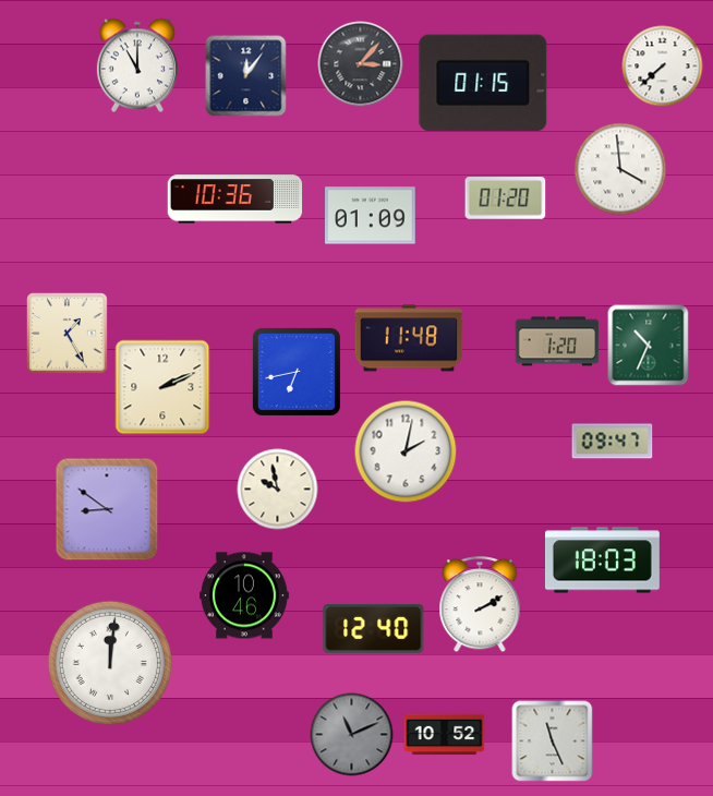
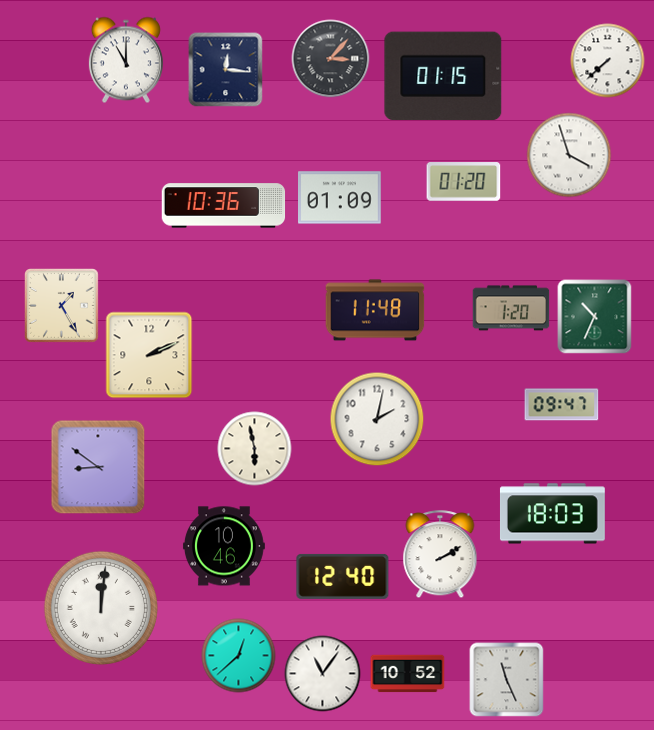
clock at (246, 76): 12:06 -> 12:16
clock at (620, 169): 3:59 -> 3:57
clock at (235, 200) position: (235, 200) -> (224, 206)
clock at (557, 341) position: (557, 341) -> (511, 308)
clock at (297, 372): 6:43 -> none
clock at (406, 451) position: (406, 451) -> (377, 419)
clock at (278, 490): 9:58 -> 5:58
clock at (239, 656): none -> 12:38
clock at (352, 735): 11:11 -> 11:06
clock at (352, 735) dial: grey -> white
